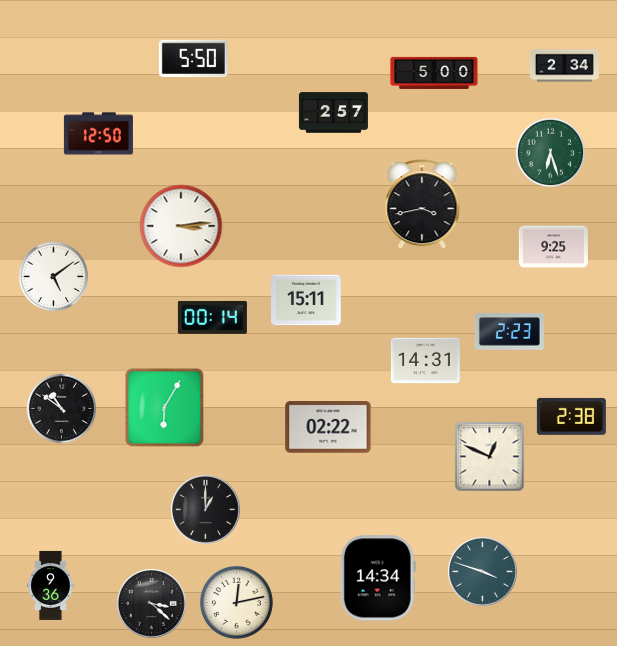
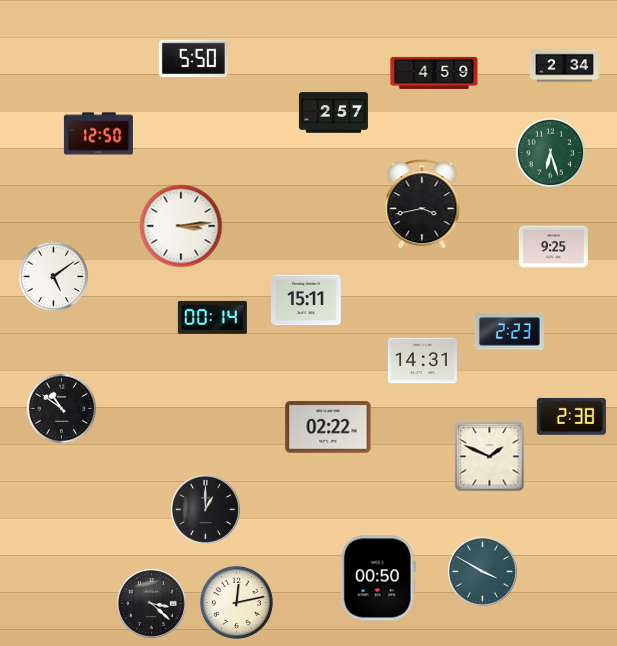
clock at (434, 73): 5:00 -> 4:59
clock at (425, 361) position: (425, 361) -> (422, 361)
clock at (165, 408): 6:05 -> none
clock at (490, 457): 12:49 -> 1:49
clock at (483, 572): 3:48 -> 3:50
clock at (378, 578): 14:34 -> 00:50
clock at (51, 585): 9:36 -> none
